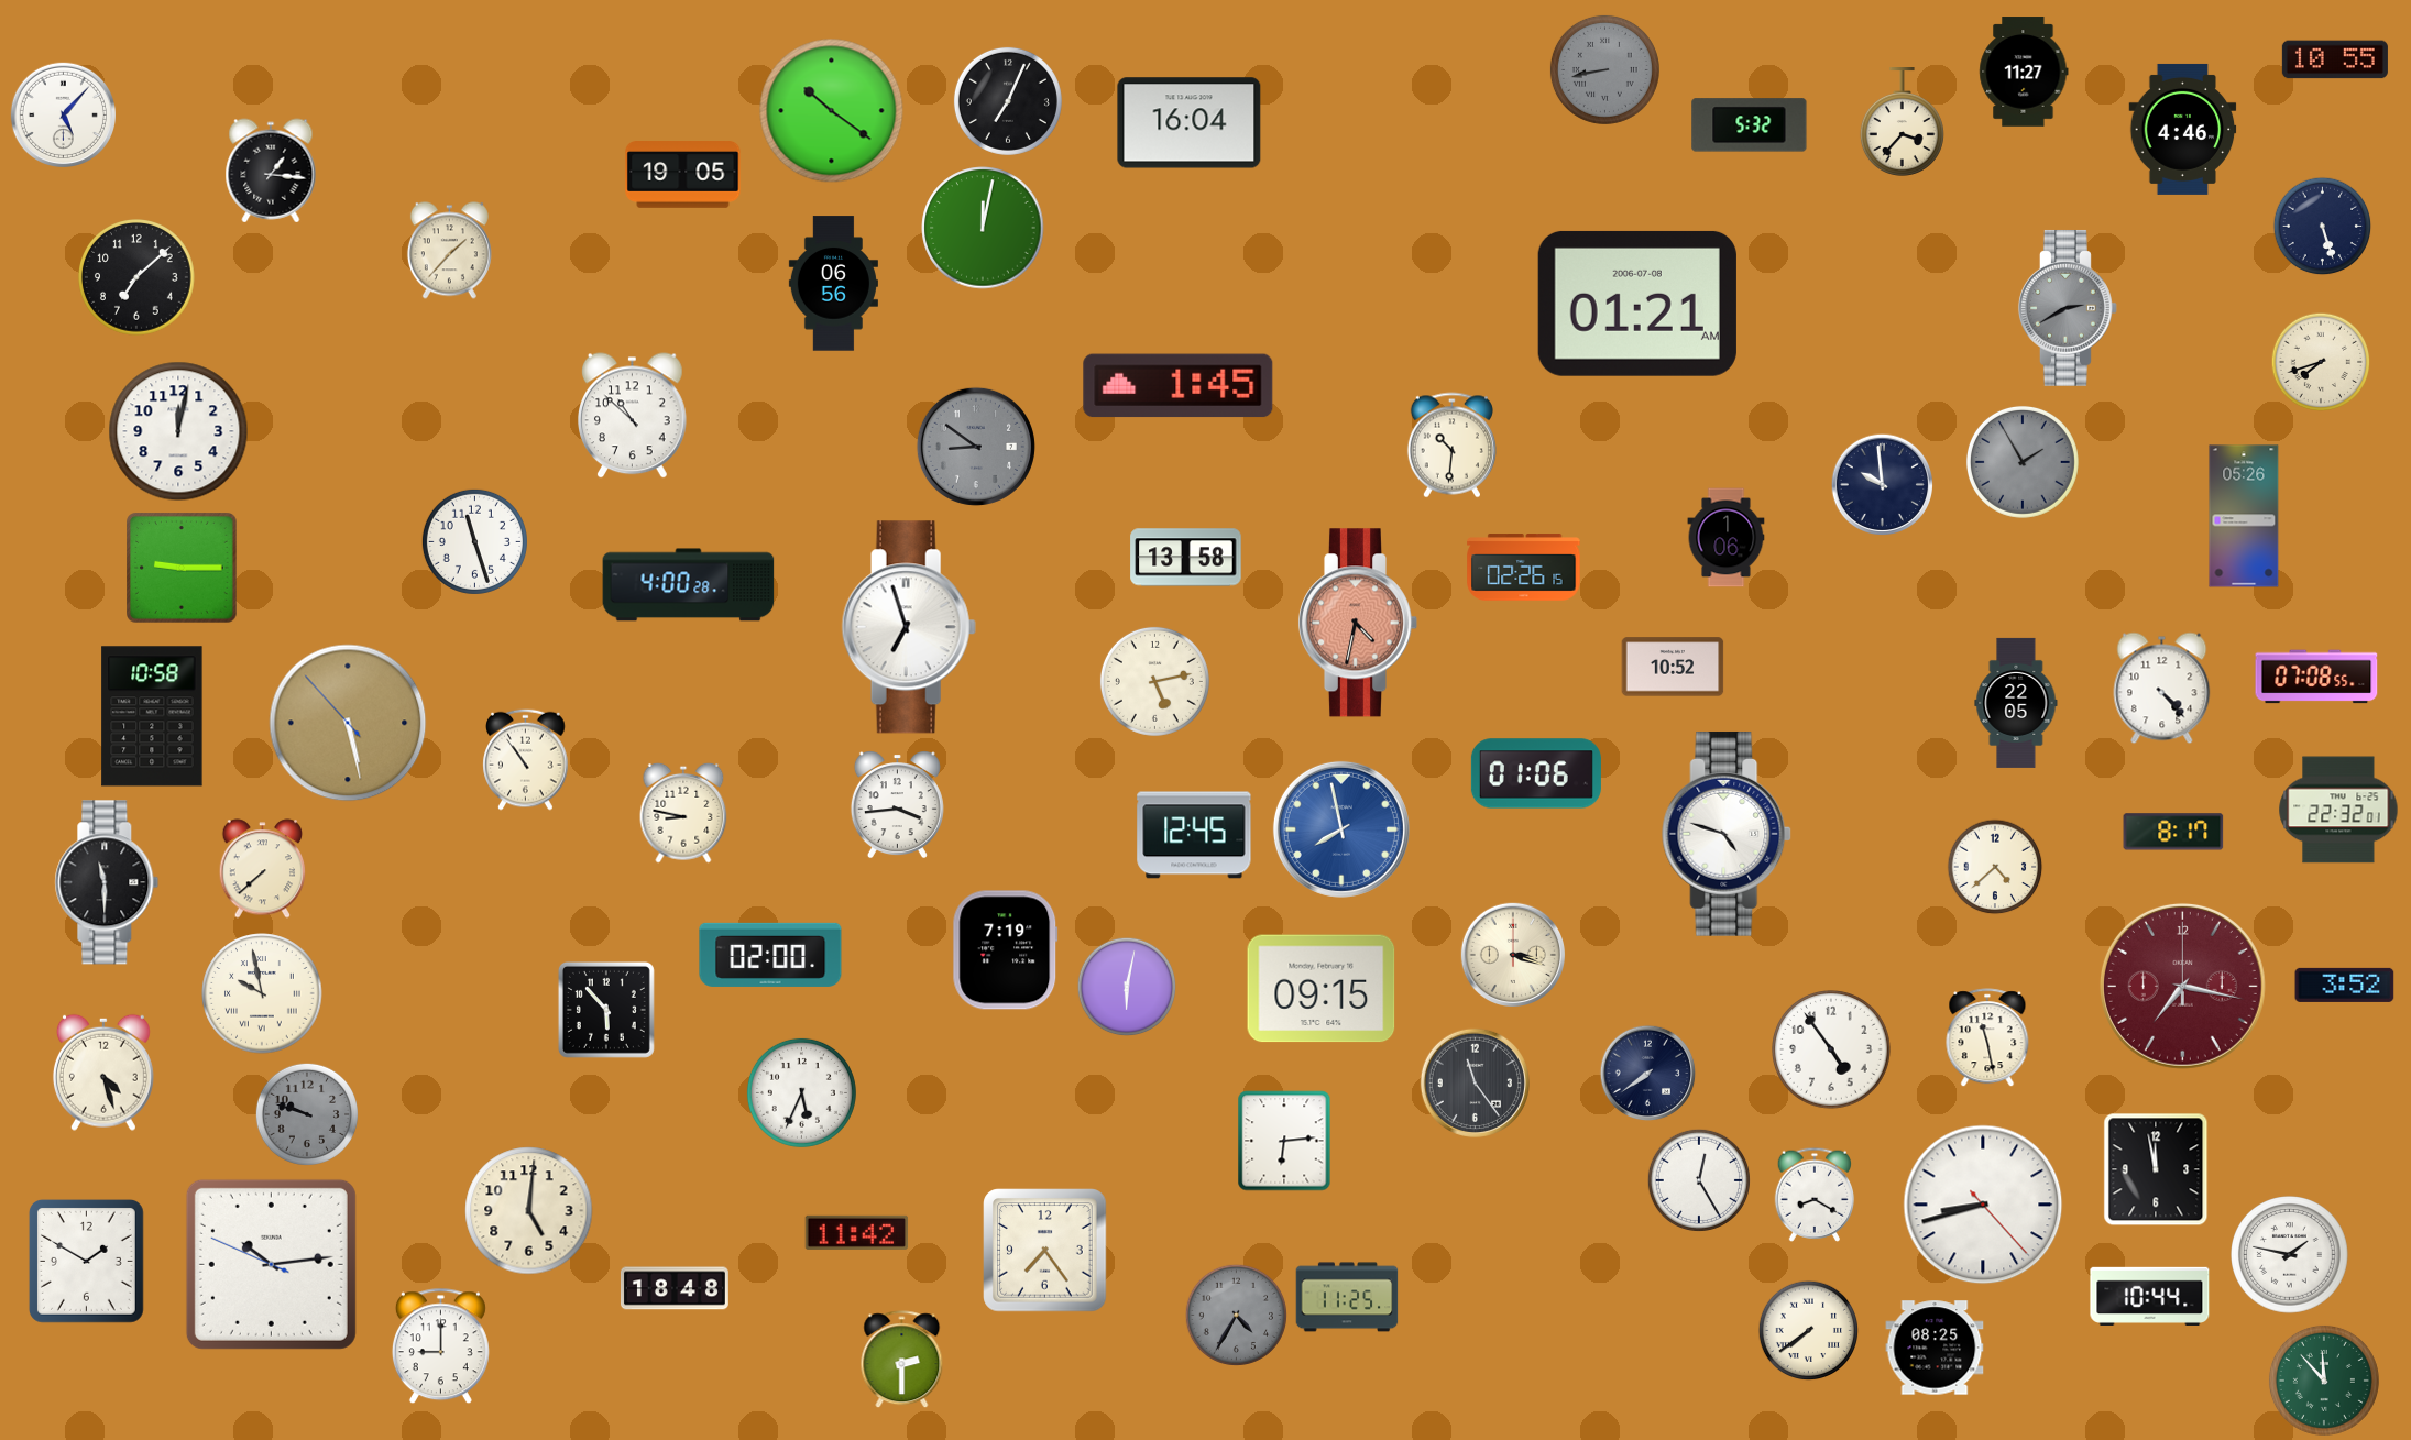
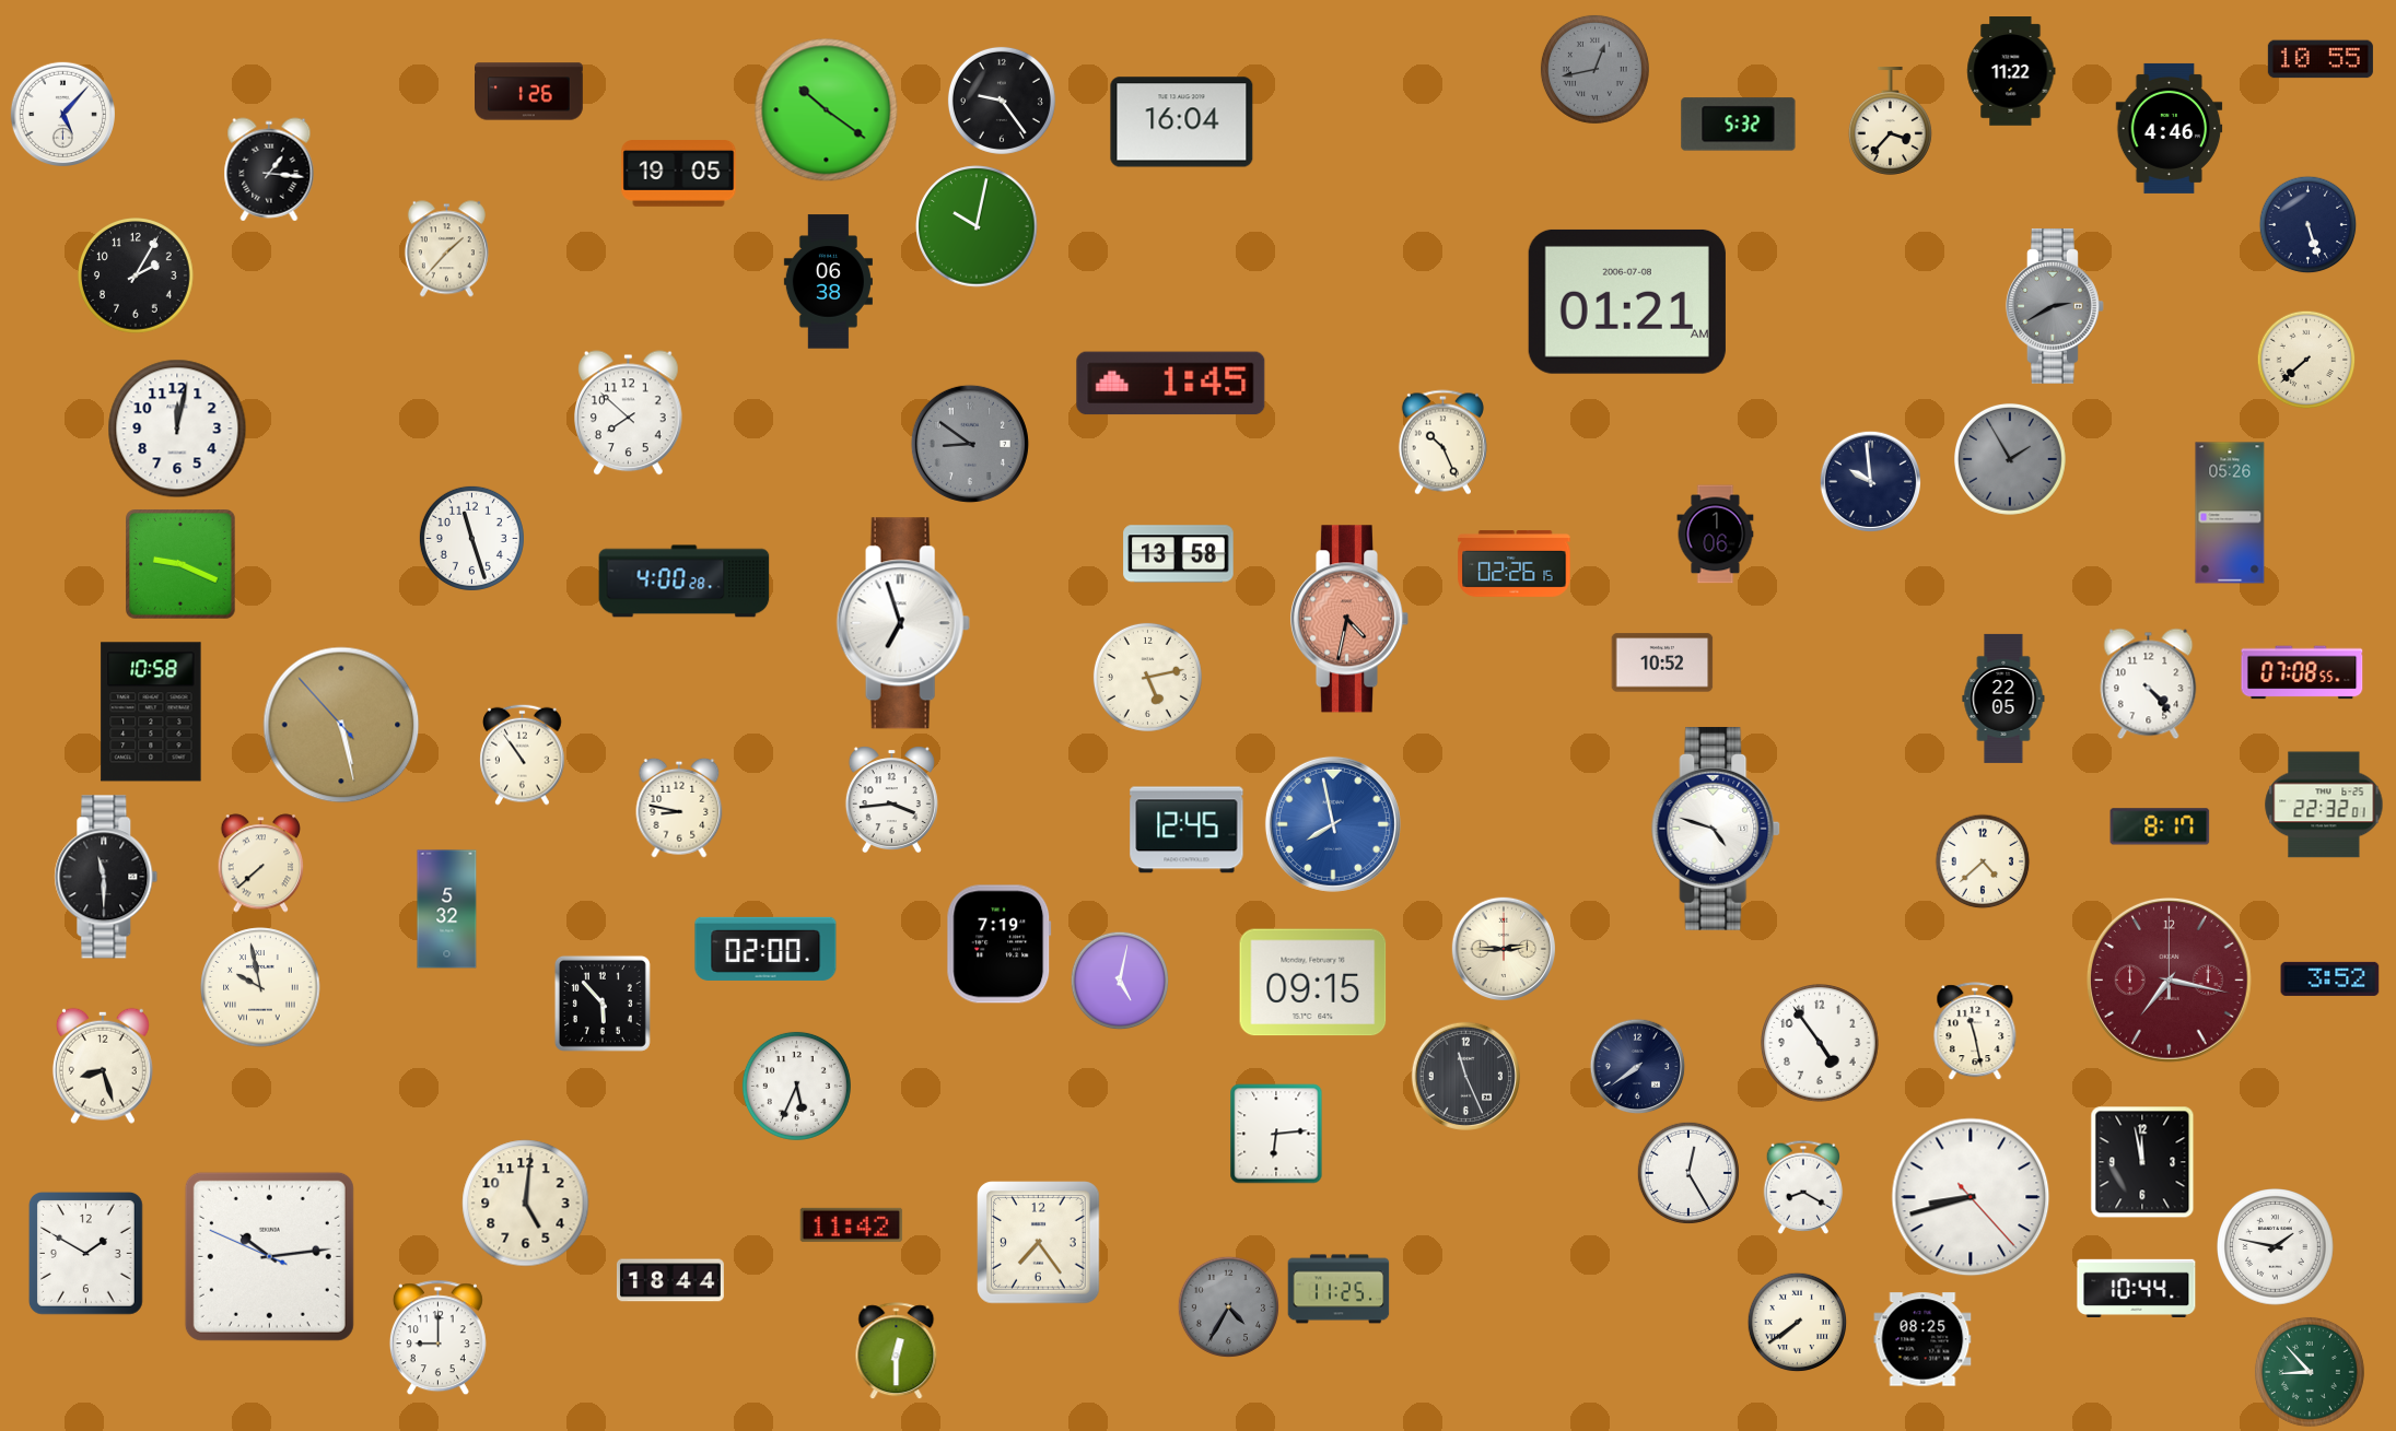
clock at (1604, 69): 8:43 -> 12:43
clock at (2024, 72): 11:27 -> 11:22
clock at (529, 92): none -> 1:26
clock at (1008, 101): 7:04 -> 9:24
clock at (983, 228): 12:02 -> 10:02
clock at (138, 278): 7:08 -> 2:05
clock at (833, 284): 06:56 -> 06:38
clock at (2321, 362): 7:42 -> 7:38
clock at (633, 416): 10:52 -> 7:52
clock at (1451, 446): 10:31 -> 10:26
clock at (183, 569): 9:15 -> 9:19
clock at (348, 723) position: (348, 723) -> (341, 725)
clock at (1536, 773): 01:06 -> none
clock at (447, 910): none -> 5:32
clock at (1512, 954): 3:18 -> 2:45
clock at (1127, 987): 6:02 -> 5:02
clock at (103, 1073): 4:27 -> 8:27
clock at (1475, 1082): 11:24 -> 11:26
clock at (307, 1114): 9:48 -> none
clock at (675, 1288): 18:48 -> 18:44
clock at (902, 1360): 2:30 -> 12:30
clock at (2324, 1381): 11:53 -> 8:53
